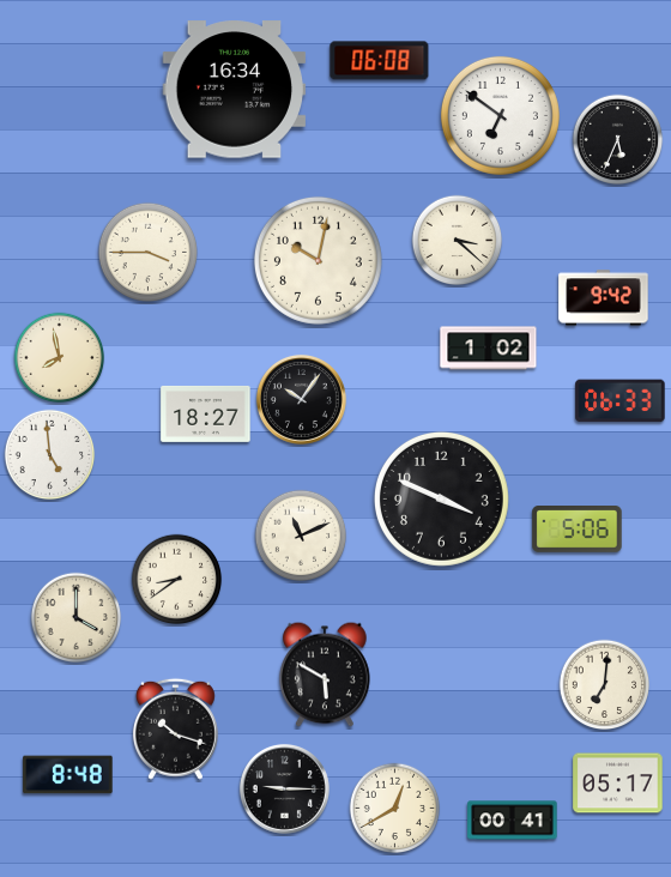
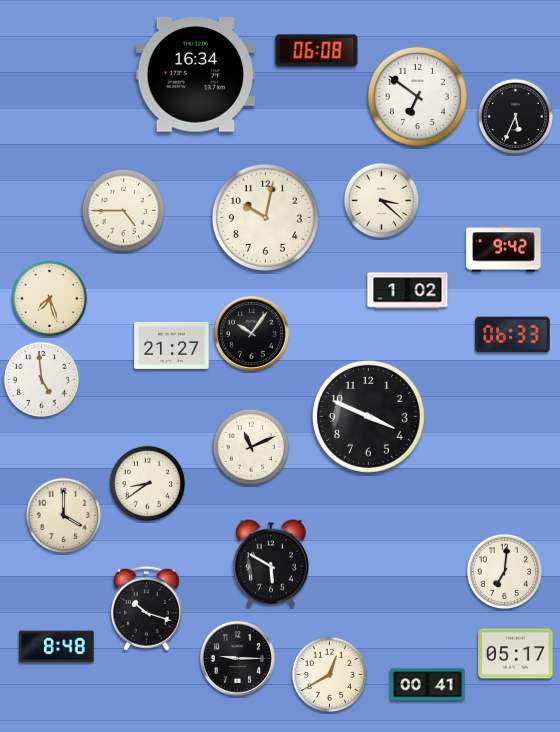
clock at (147, 252): 3:45 -> 4:45
clock at (60, 358): 7:58 -> 7:27
clock at (621, 401) position: (621, 401) -> (513, 335)
clock at (206, 413): 18:27 -> 21:27
clock at (578, 530): 5:06 -> none
